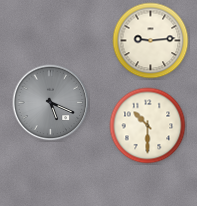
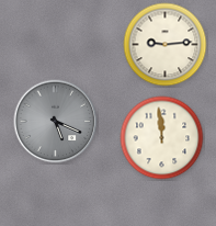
clock at (51, 103) position: (51, 103) -> (56, 122)
clock at (148, 126): 10:30 -> 11:59
